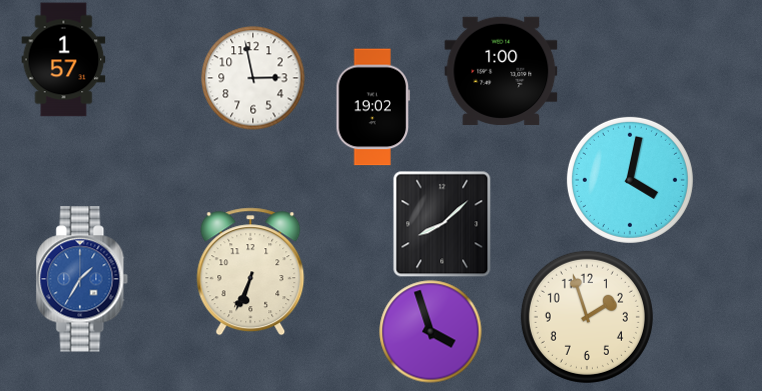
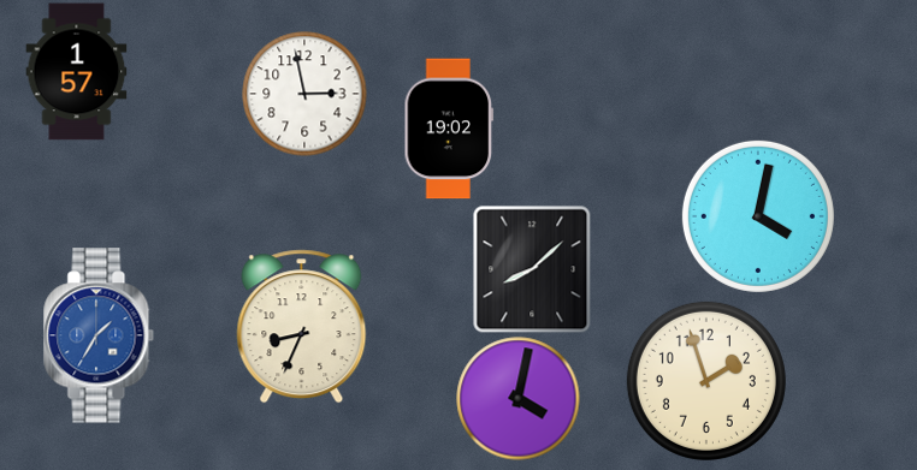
clock at (501, 71): 1:00 -> none
clock at (251, 272): 6:34 -> 8:34
clock at (431, 332): 3:57 -> 4:02
